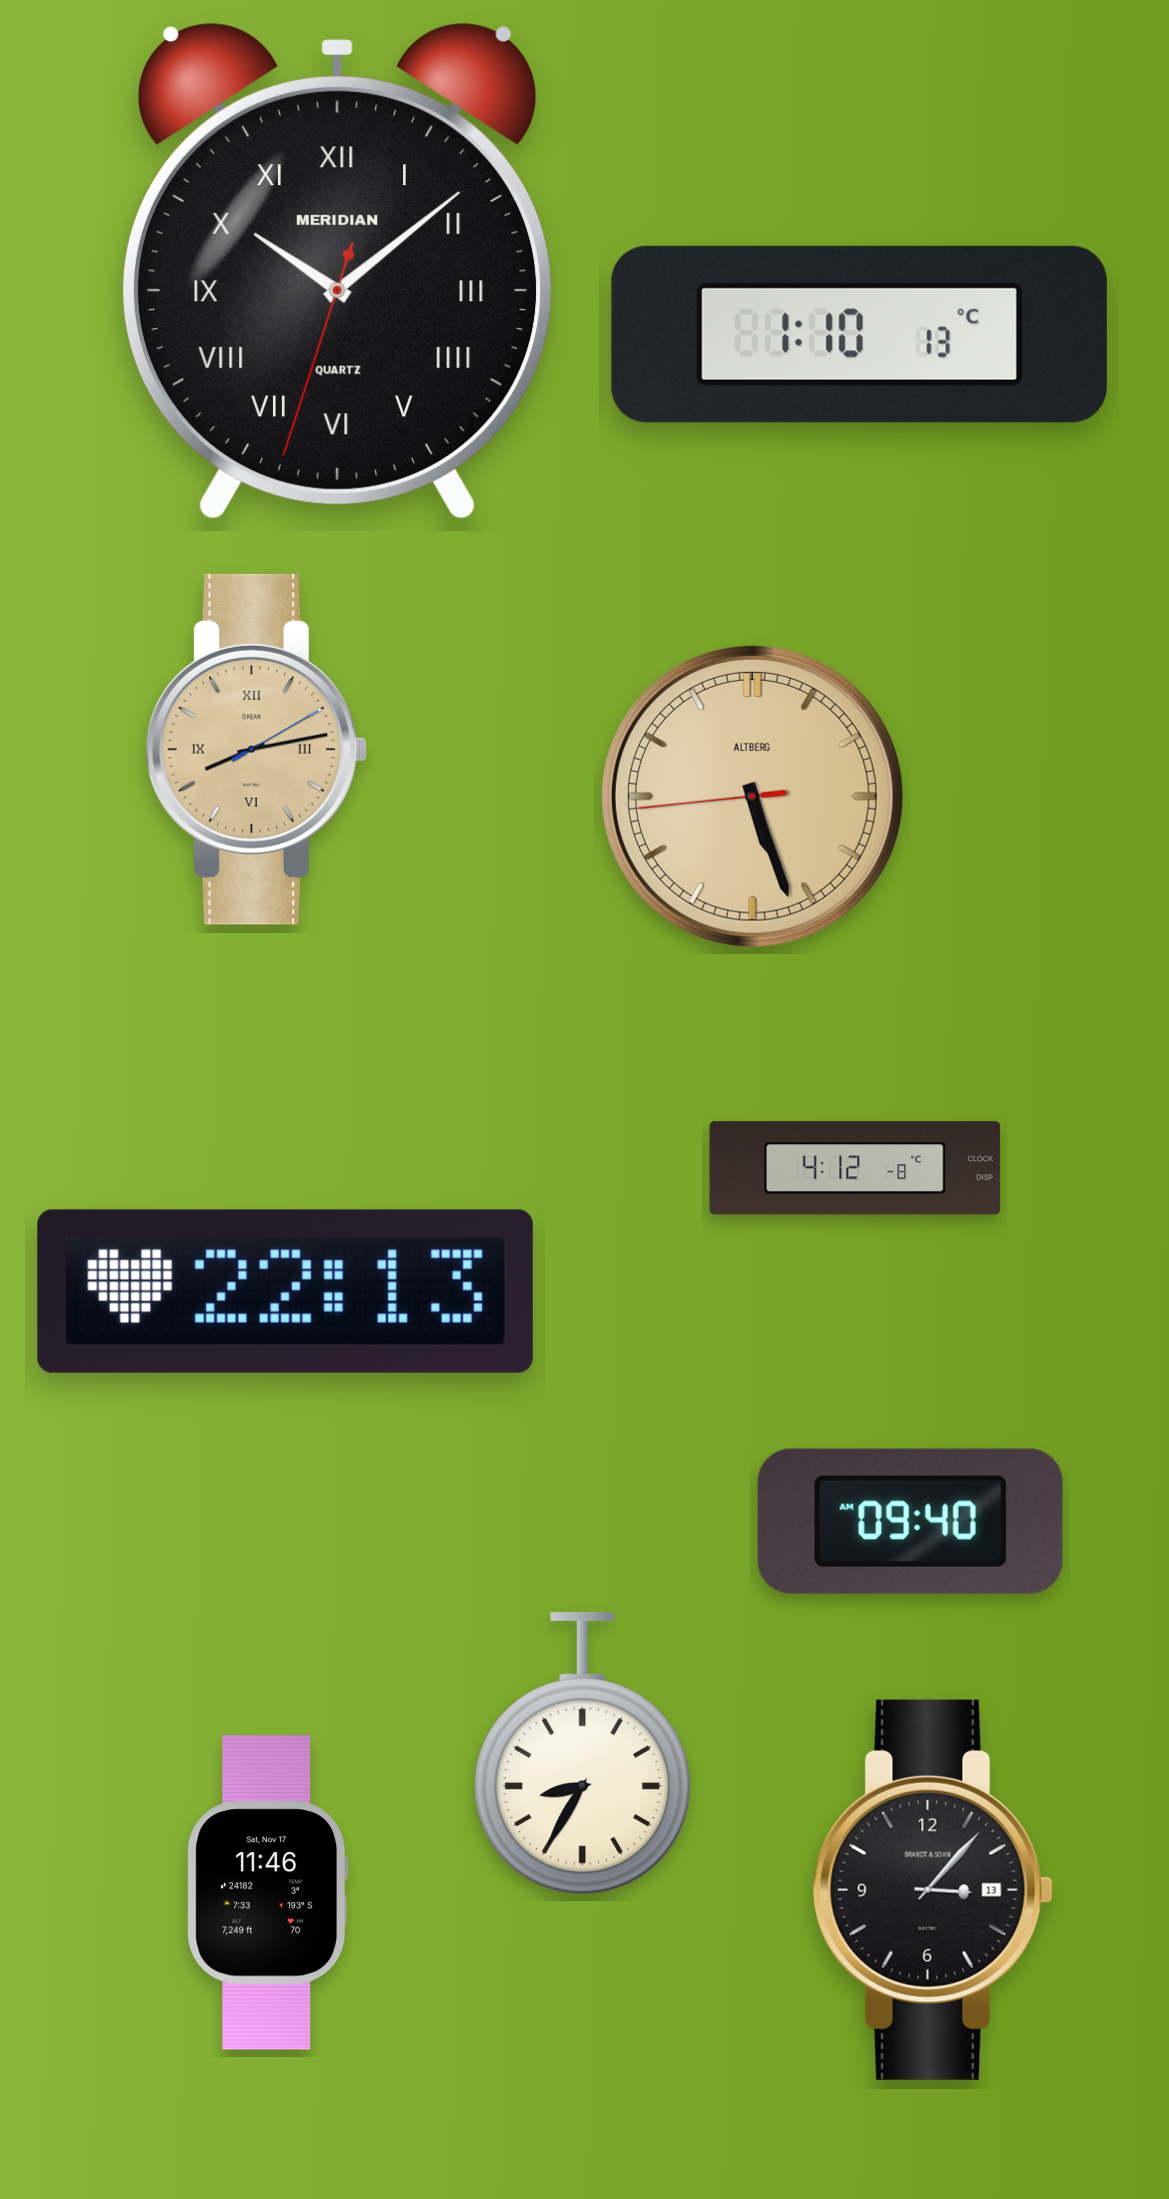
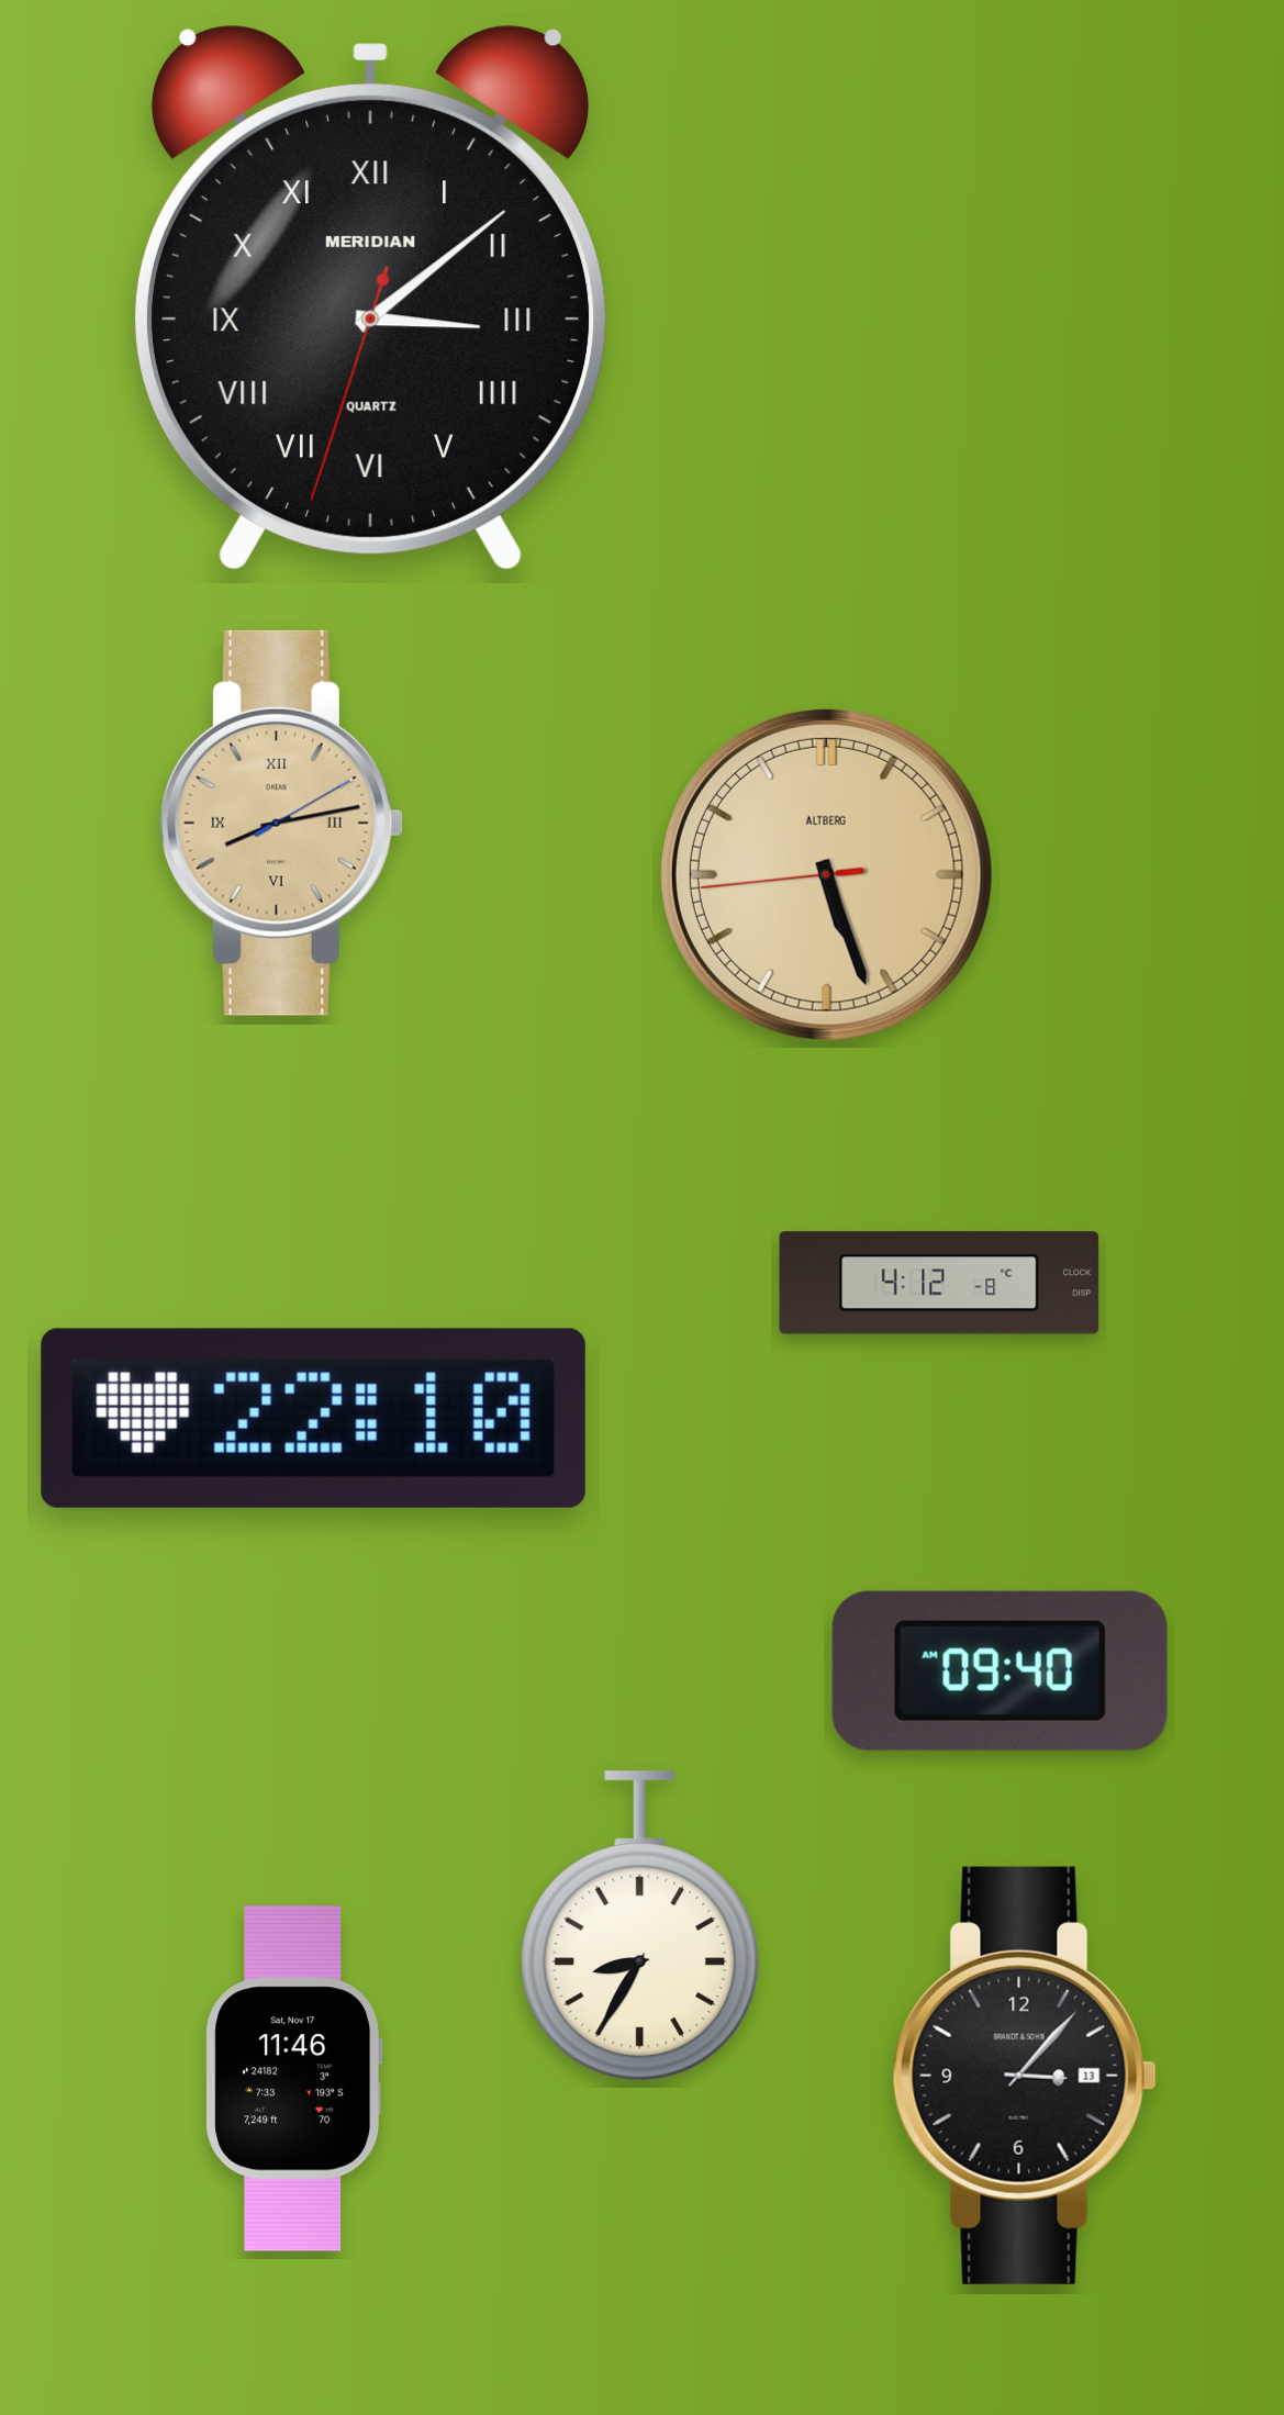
clock at (337, 272): 10:08 -> 3:08
clock at (859, 334): 1:10 -> none
clock at (285, 1291): 22:13 -> 22:10
